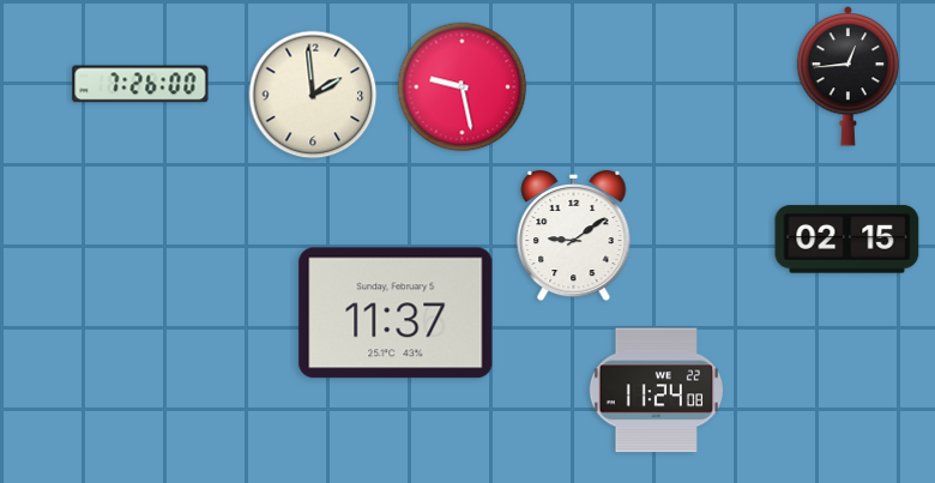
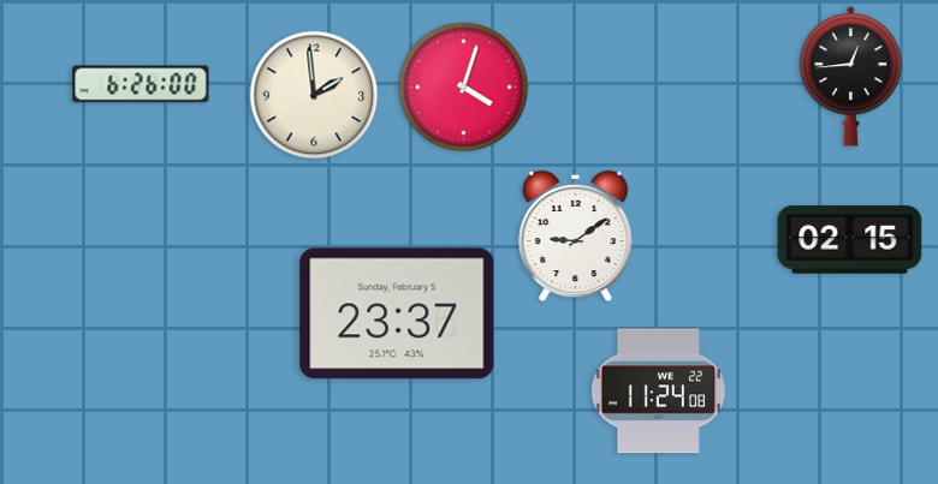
clock at (140, 84): 7:26 -> 6:26
clock at (463, 87): 9:28 -> 4:03
clock at (396, 313): 11:37 -> 23:37
